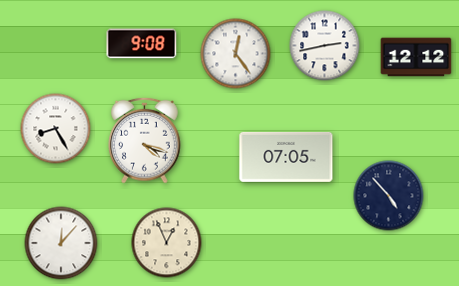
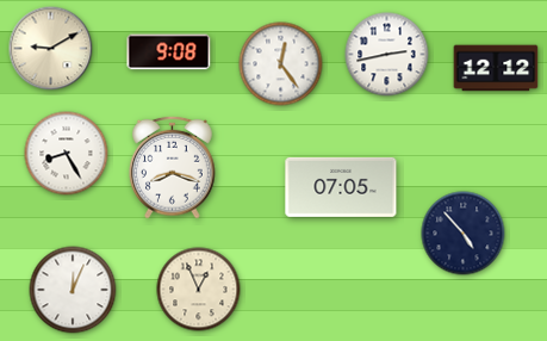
clock at (51, 49): none -> 9:10
clock at (145, 140): 4:18 -> 8:18
clock at (61, 243): 12:07 -> 12:04
